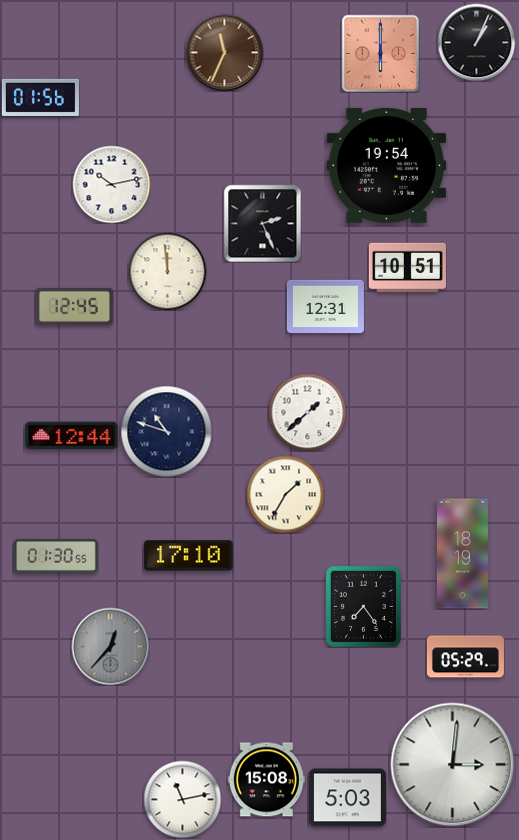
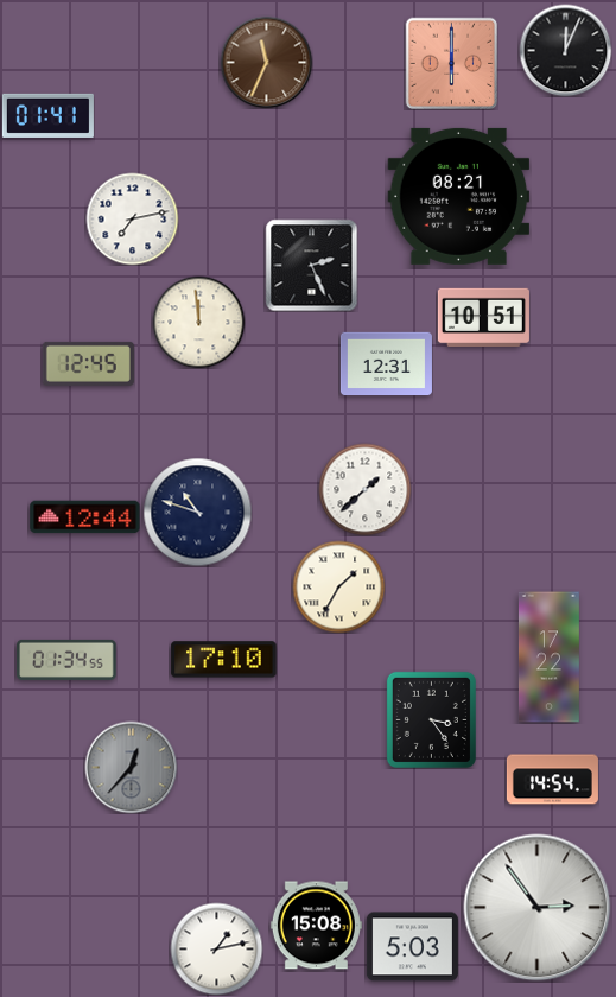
clock at (476, 42): 1:04 -> 12:04
clock at (40, 97): 01:56 -> 01:41
clock at (387, 165): 19:54 -> 08:21
clock at (111, 184): 10:13 -> 7:13
clock at (462, 554): 18:19 -> 17:22
clock at (56, 556): 01:30 -> 01:34
clock at (363, 606): 7:24 -> 3:24
clock at (465, 657): 05:29 -> 14:54
clock at (453, 765): 3:01 -> 2:54
clock at (182, 799): 11:13 -> 1:13
